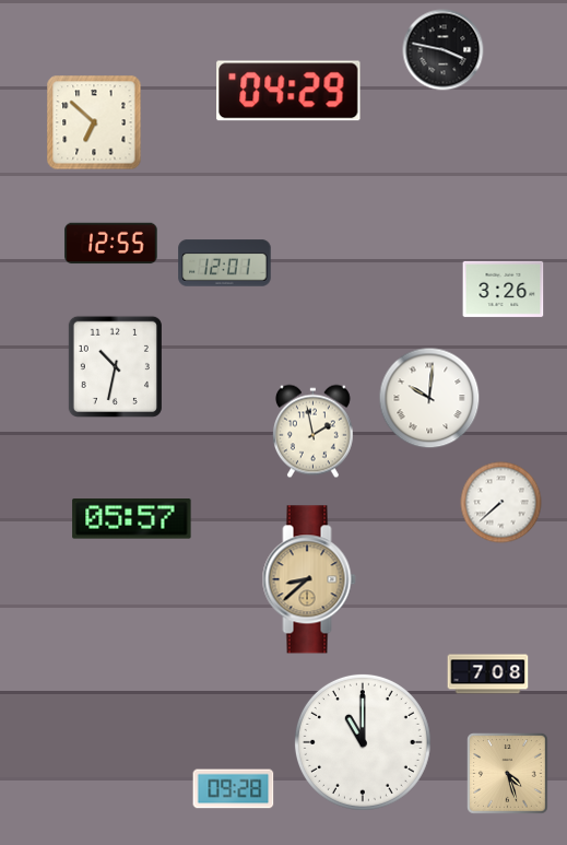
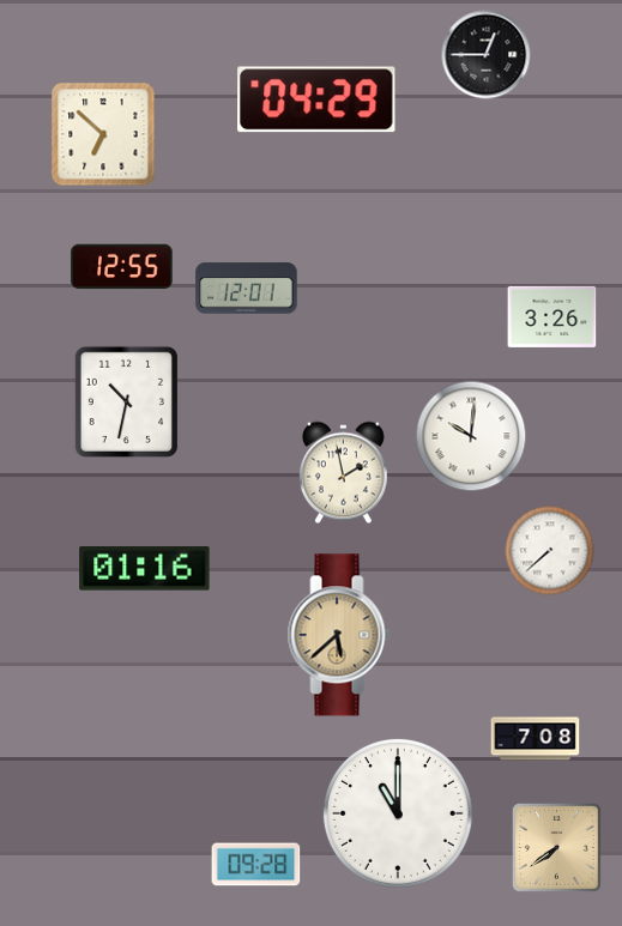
clock at (444, 50): 3:47 -> 12:45
clock at (132, 519): 05:57 -> 01:16
clock at (309, 579): 8:38 -> 5:38
clock at (508, 774): 4:27 -> 7:39
